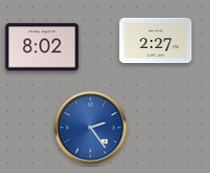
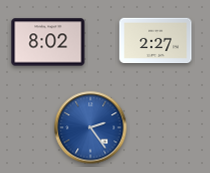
clock at (42, 47) position: (42, 47) -> (48, 42)
